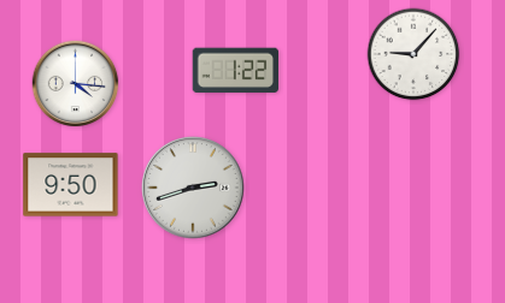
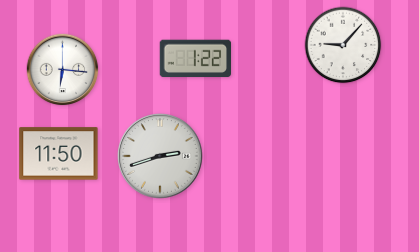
clock at (76, 84): 4:16 -> 6:16
clock at (71, 185): 9:50 -> 11:50
